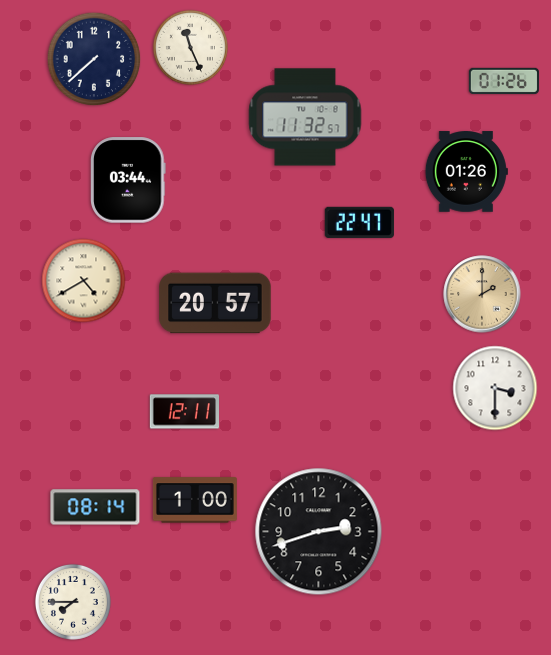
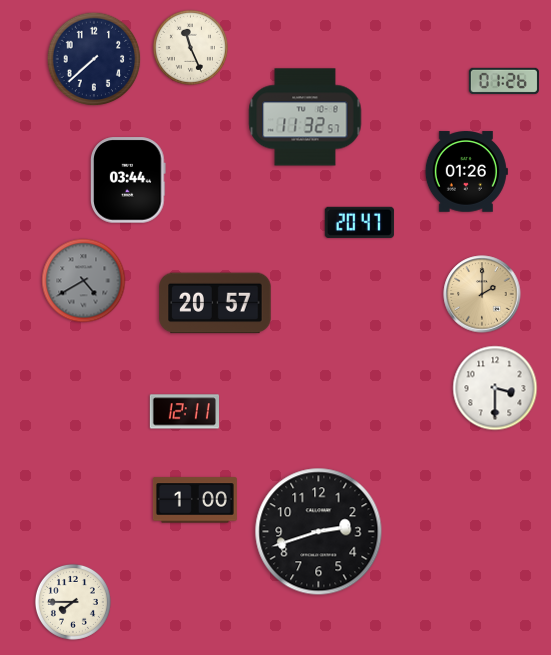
clock at (359, 222): 22:47 -> 20:47
clock at (84, 281) dial: cream -> grey
clock at (95, 507): 08:14 -> none
